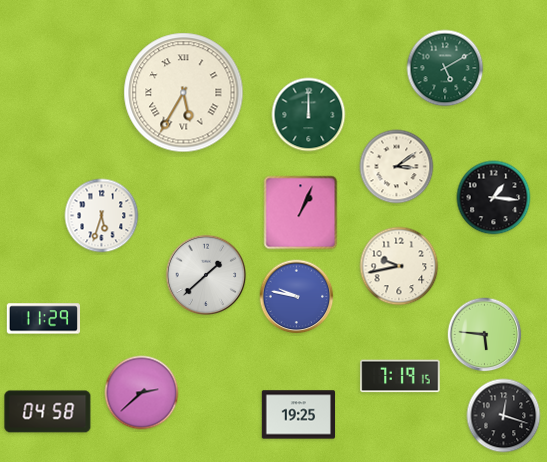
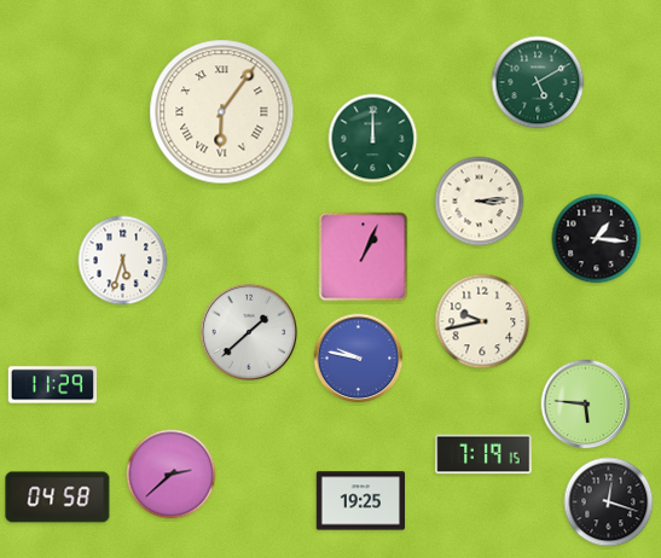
clock at (184, 93): 5:35 -> 6:06
clock at (397, 167): 3:09 -> 3:14
